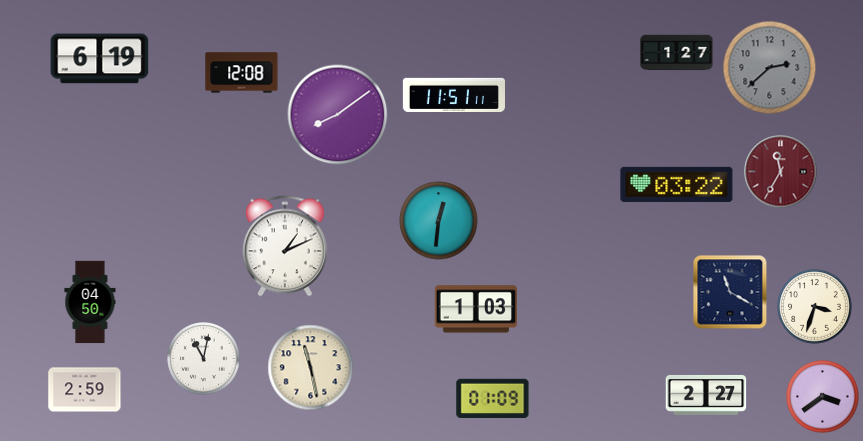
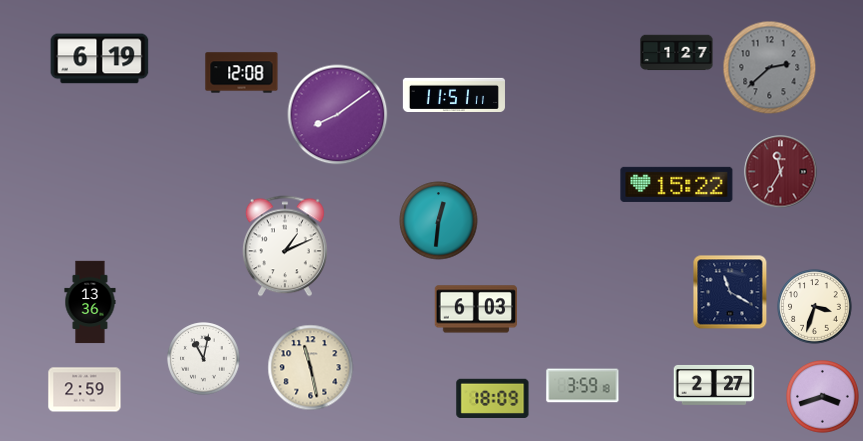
clock at (677, 184): 03:22 -> 15:22
clock at (90, 302): 04:50 -> 13:36
clock at (475, 309): 1:03 -> 6:03
clock at (583, 386): none -> 3:59
clock at (706, 395) position: (706, 395) -> (714, 385)
clock at (823, 397): 3:39 -> 3:42
clock at (493, 398): 01:09 -> 18:09
